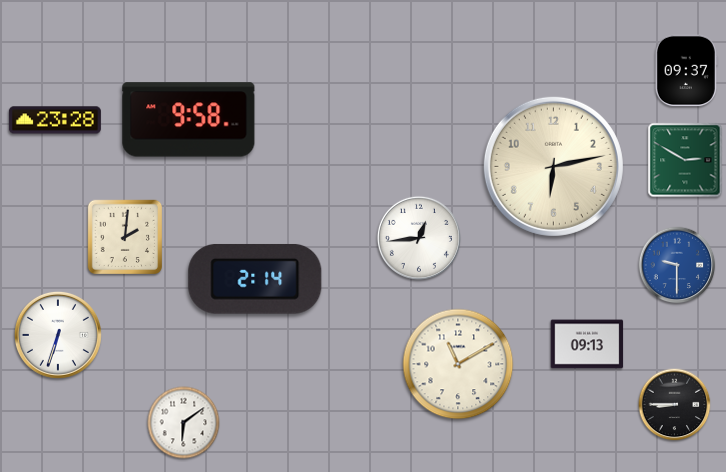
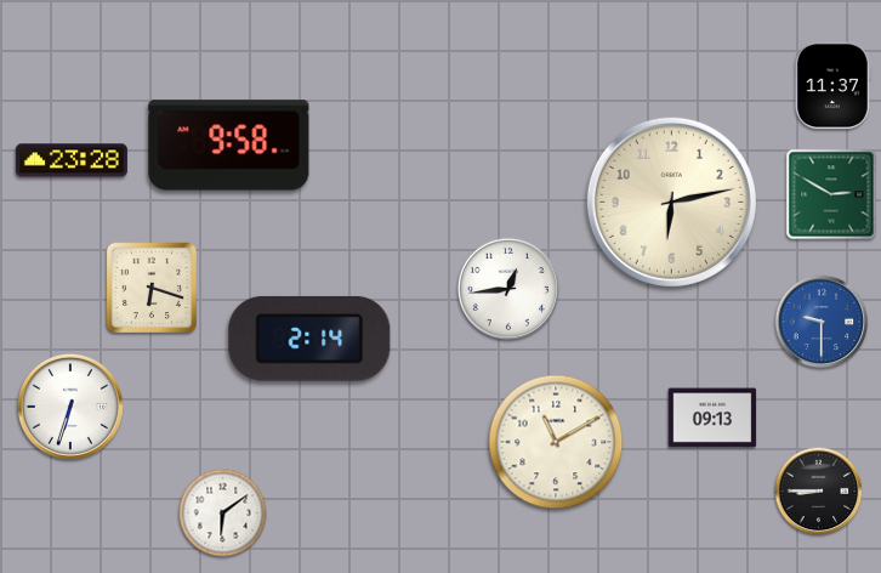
clock at (686, 71): 09:37 -> 11:37
clock at (55, 120) position: (55, 120) -> (72, 160)
clock at (125, 237): 2:01 -> 6:18
